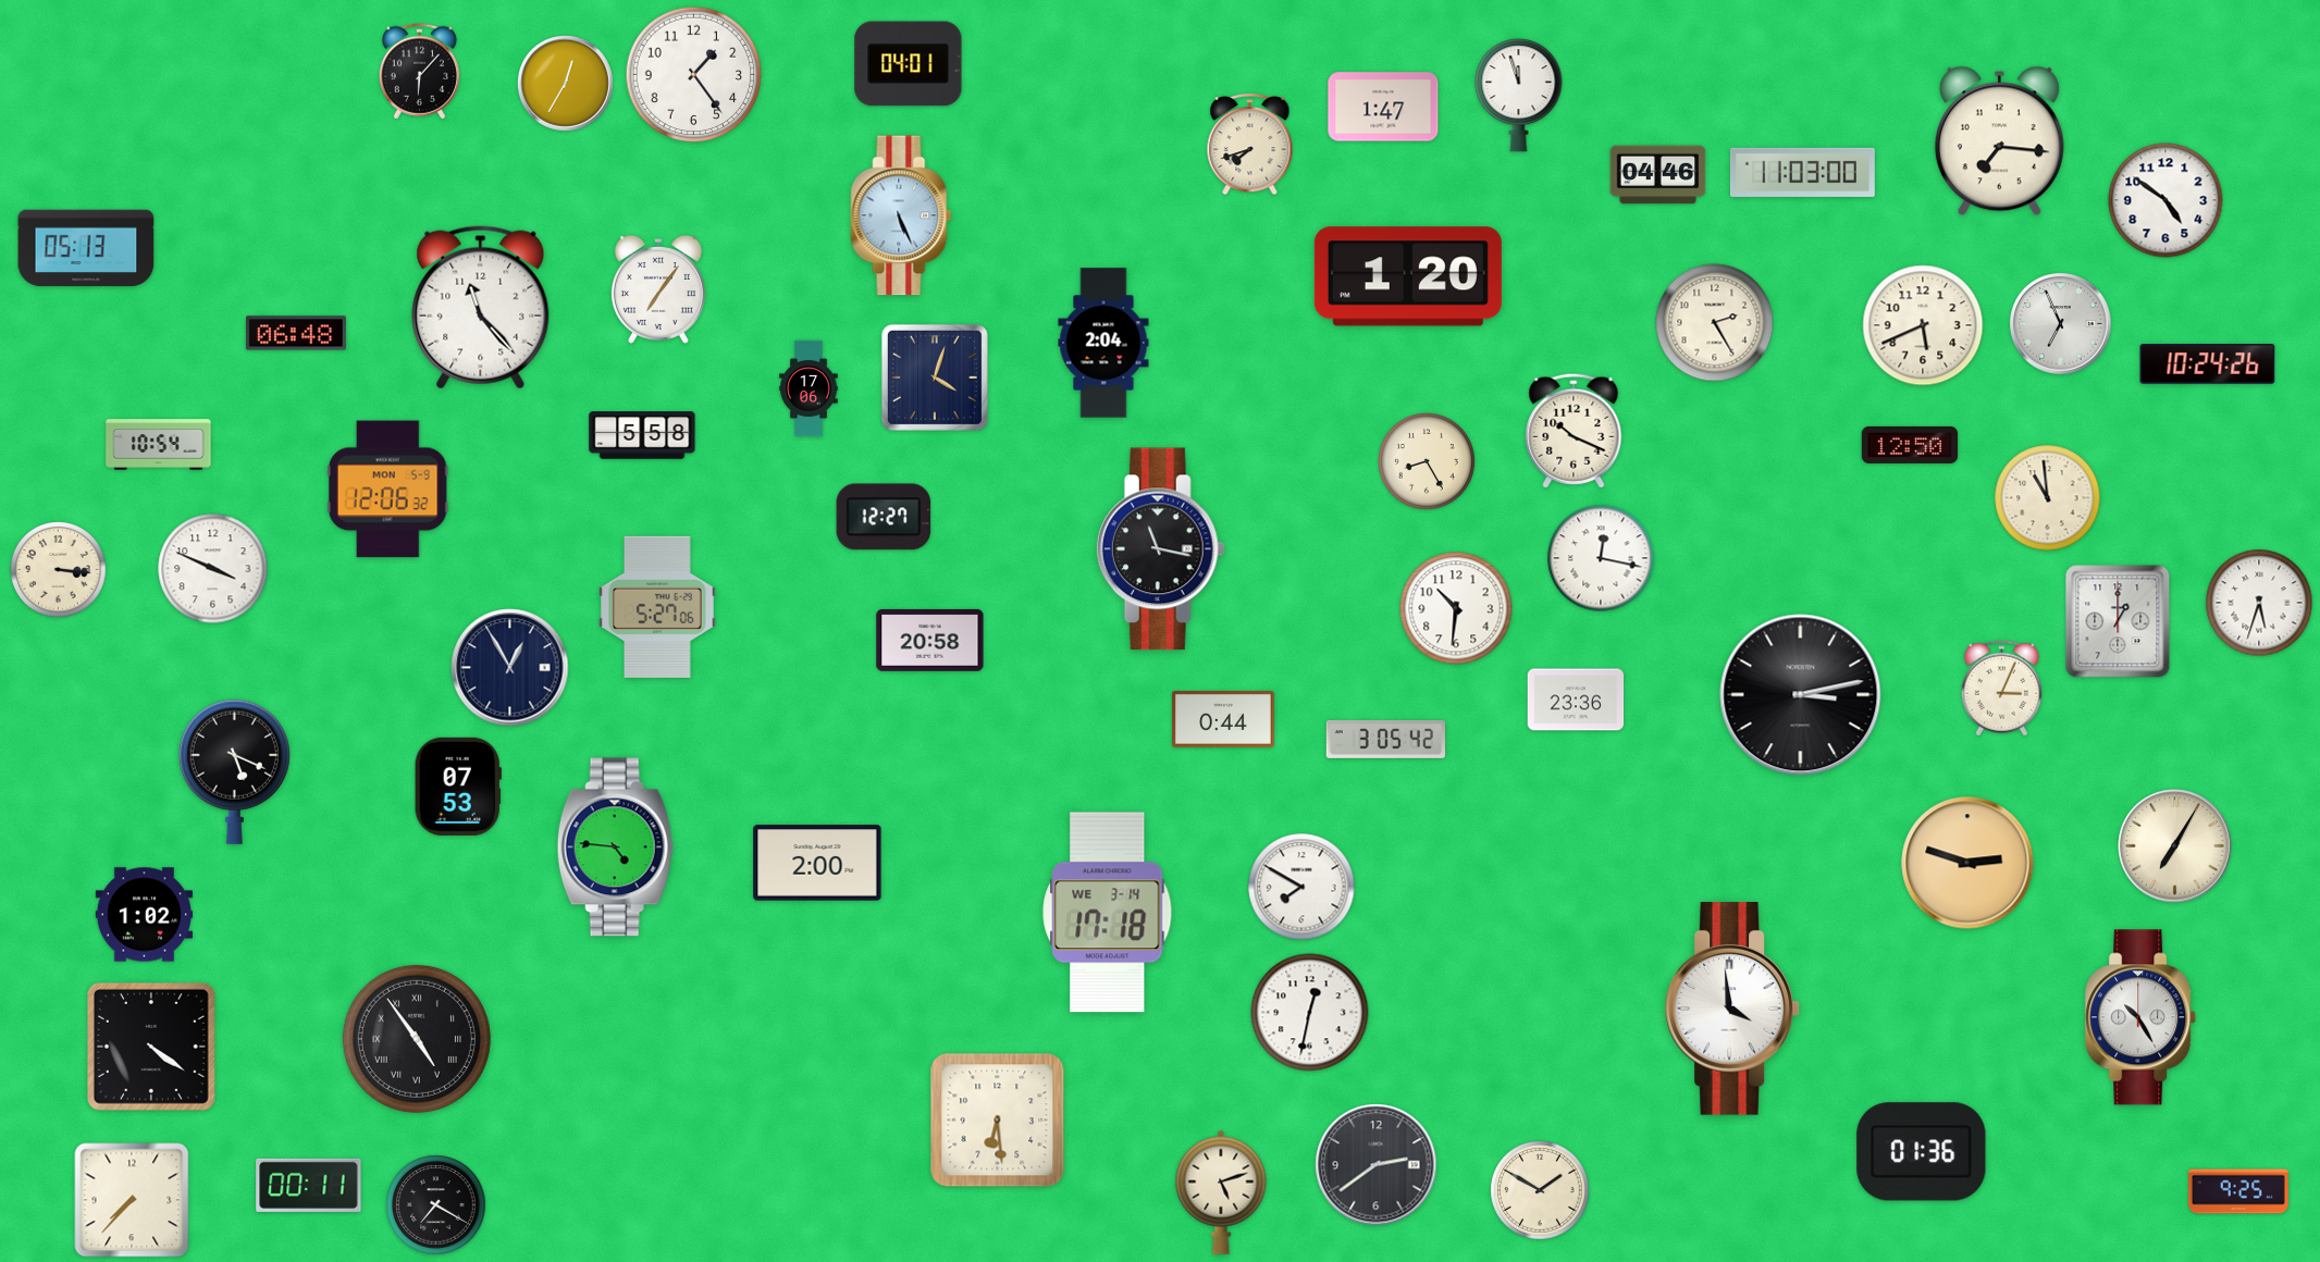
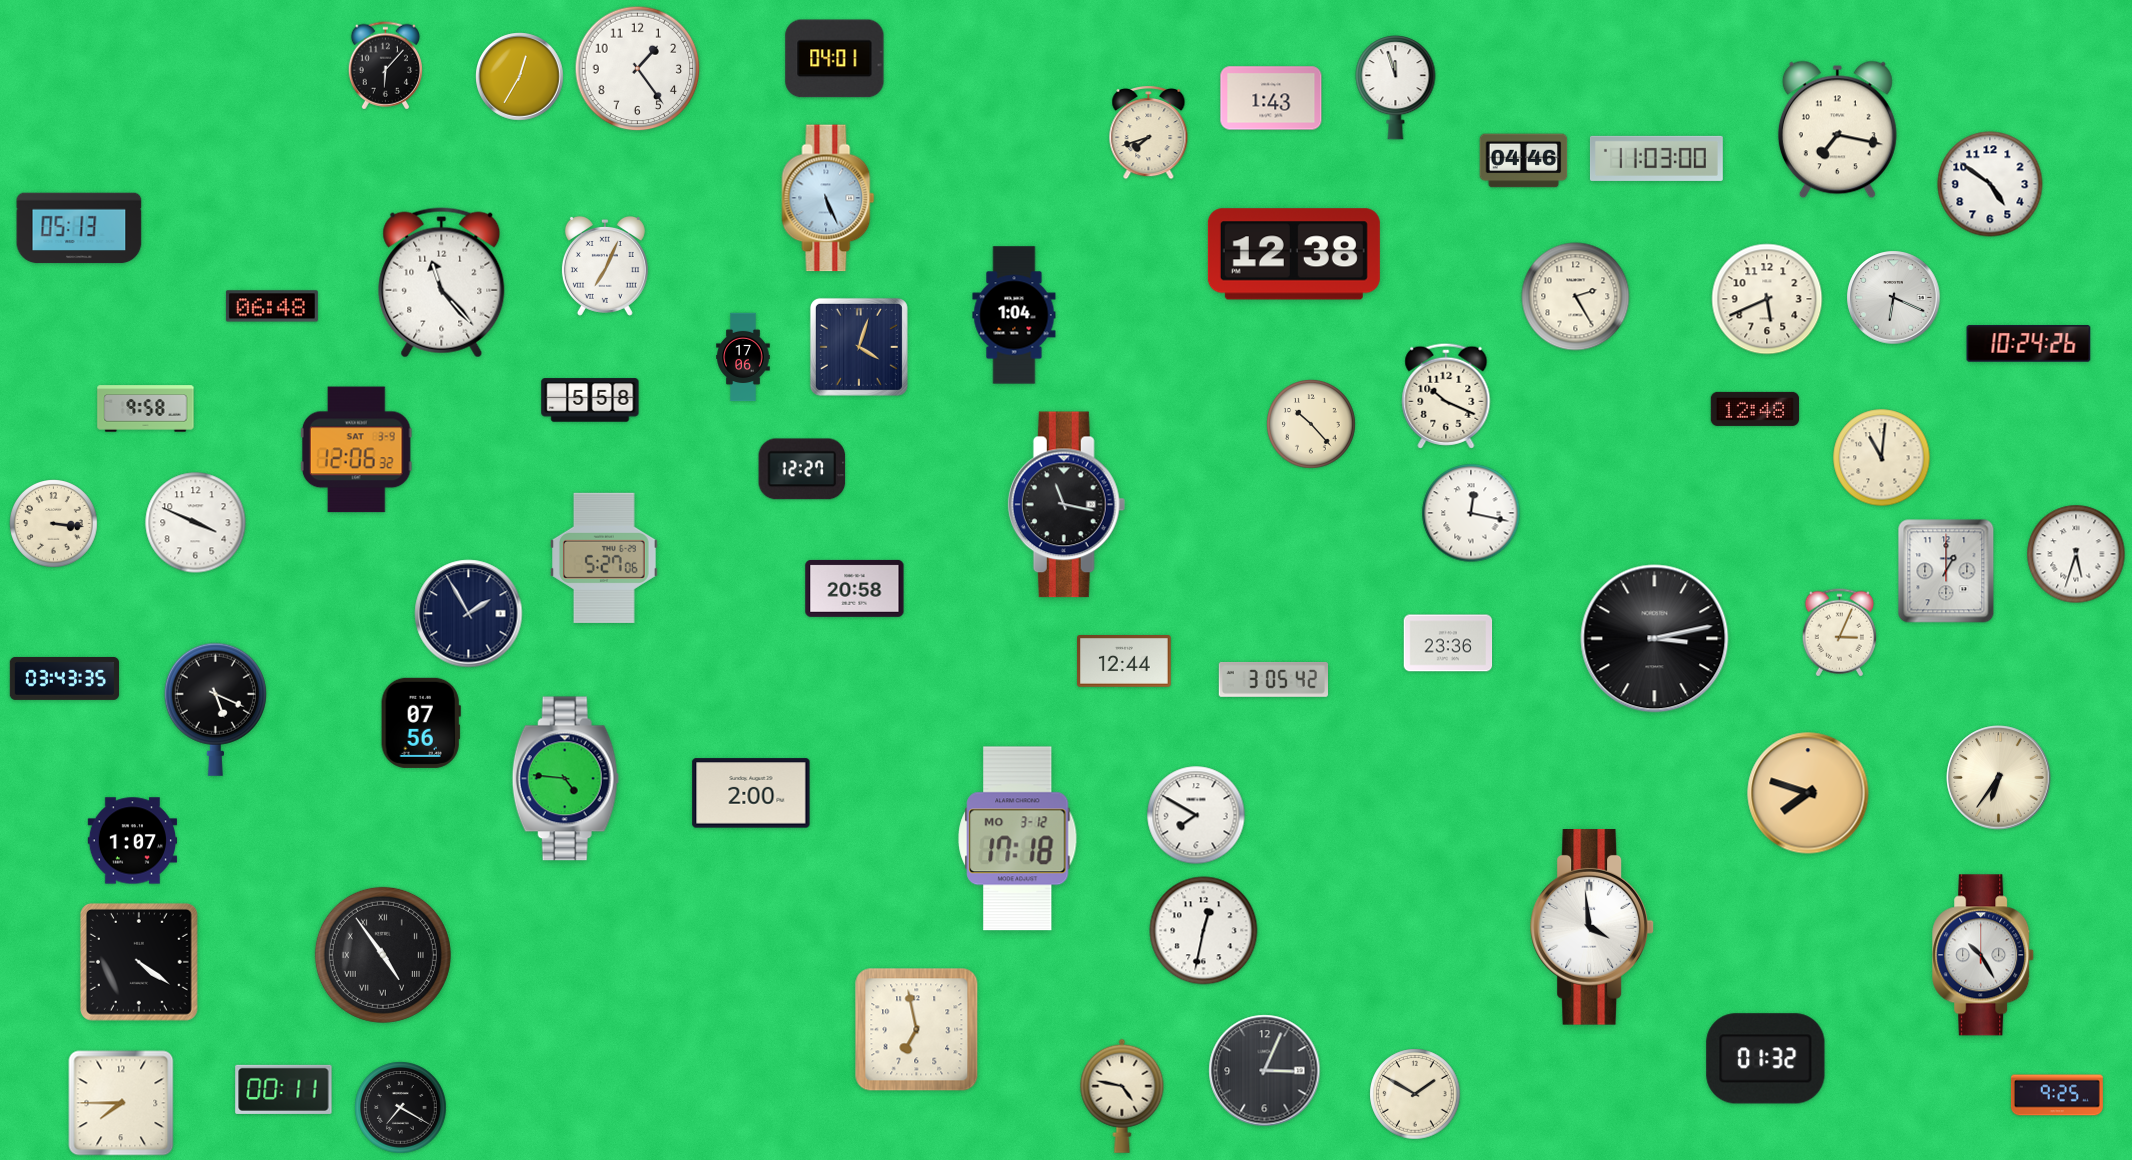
clock at (1383, 107): 1:47 -> 1:43
clock at (1999, 141): 7:16 -> 7:17
clock at (1408, 276): 1:20 -> 12:38
clock at (658, 289): 7:06 -> 7:04
clock at (2061, 324): 6:56 -> 6:19
clock at (1103, 343): 2:04 -> 1:04
clock at (2208, 364) position: (2208, 364) -> (2029, 344)
clock at (159, 445): 10:54 -> 9:58
clock at (1910, 445): 12:50 -> 12:48
clock at (1427, 461): 8:25 -> 10:23
clock at (387, 490) date: MON 5-9 -> SAT 3-9
clock at (2048, 498): 10:59 -> 11:01
clock at (884, 517) position: (884, 517) -> (802, 469)
clock at (1456, 608): 10:31 -> none
clock at (510, 668): 12:55 -> 1:55
clock at (1223, 720): 0:44 -> 12:44
clock at (65, 678): none -> 03:43
clock at (458, 787): 07:53 -> 07:56
clock at (2175, 846): 7:05 -> 6:36
clock at (1967, 863): 2:48 -> 7:48
clock at (1108, 913) date: WE 3-14 -> MO 3-12
clock at (144, 915): 1:02 -> 1:07
clock at (2142, 1017) position: (2142, 1017) -> (1984, 955)
clock at (998, 1121): 6:29 -> 6:58
clock at (1922, 1152): 01:36 -> 01:32
clock at (1377, 1165): 2:39 -> 3:04
clock at (1221, 1192): 5:12 -> 4:47
clock at (132, 1200): 7:37 -> 7:45
